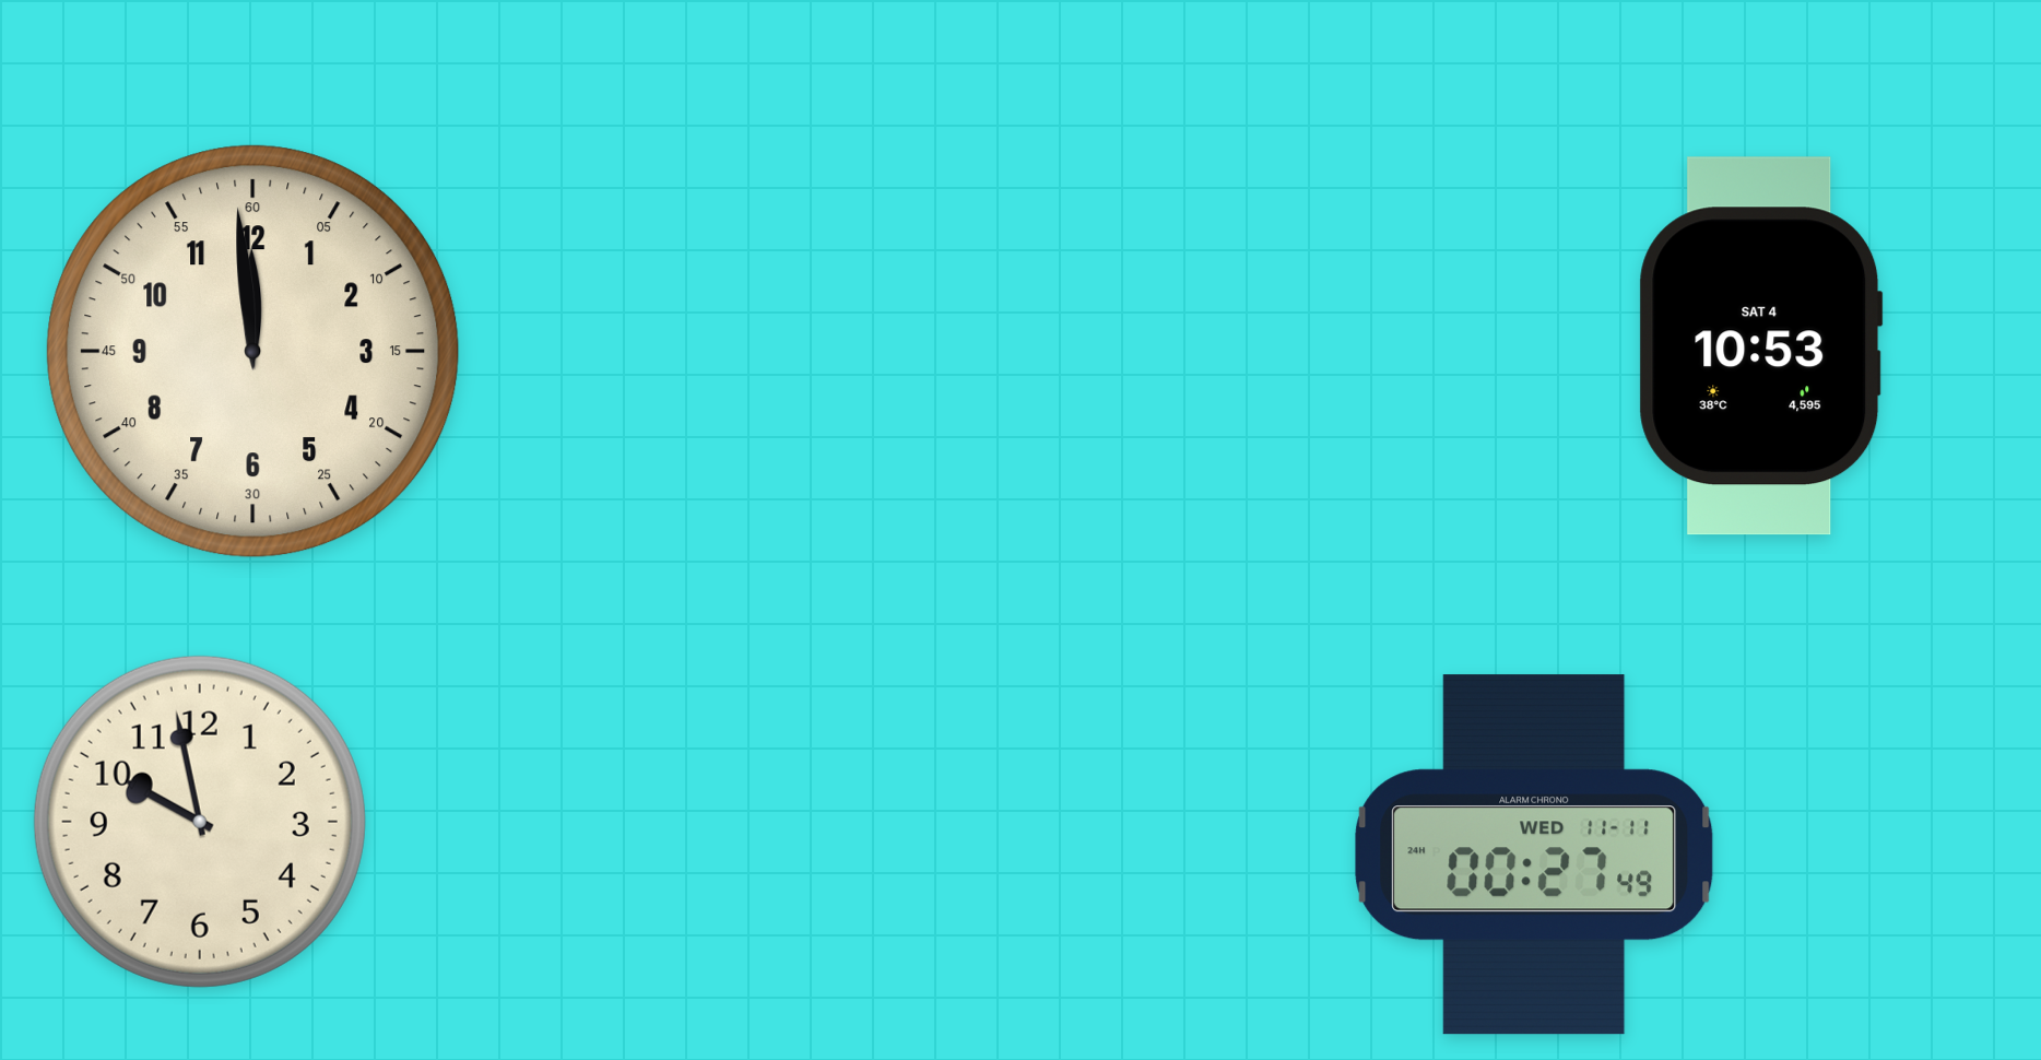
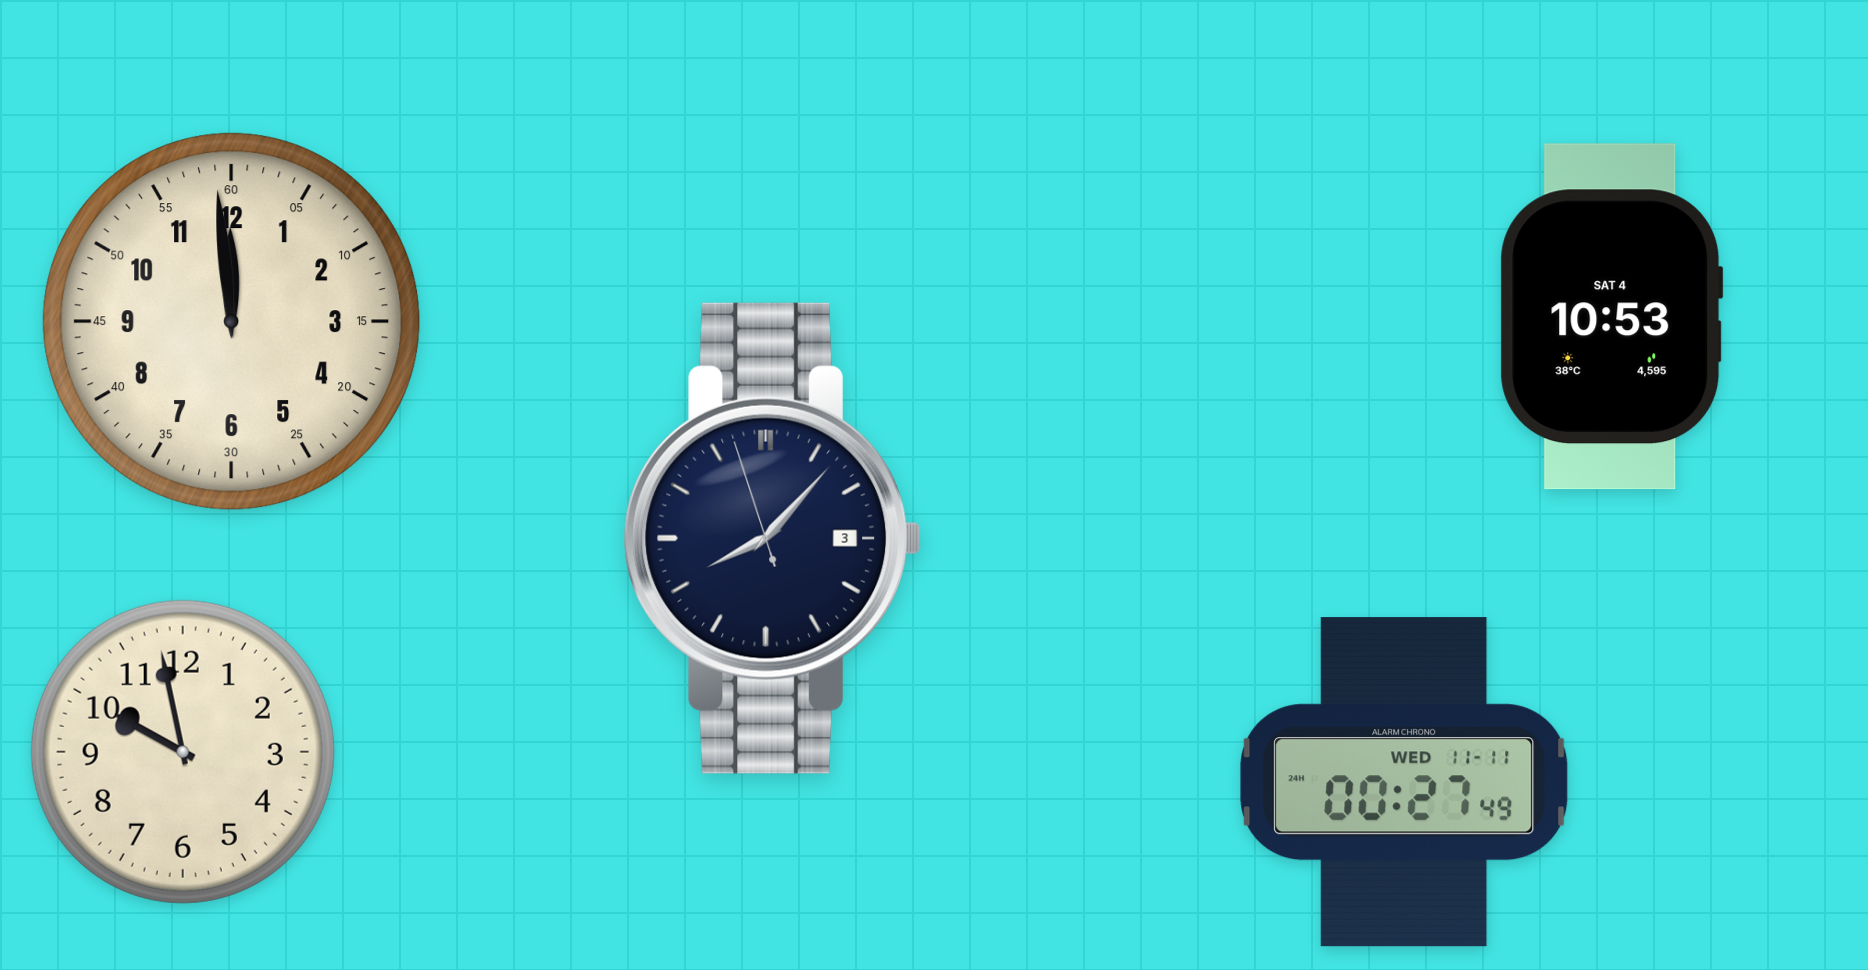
clock at (772, 538): none -> 8:06
